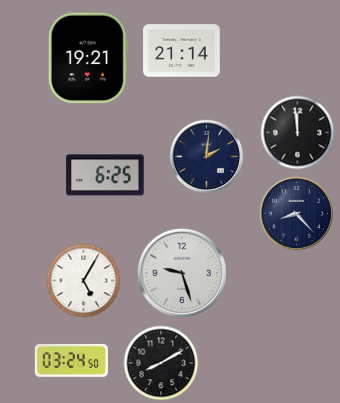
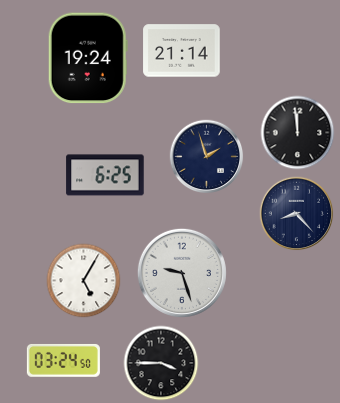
clock at (88, 58): 19:21 -> 19:24
clock at (207, 157): 2:01 -> 1:57
clock at (71, 360) position: (71, 360) -> (63, 360)
clock at (161, 363): 8:10 -> 3:45
